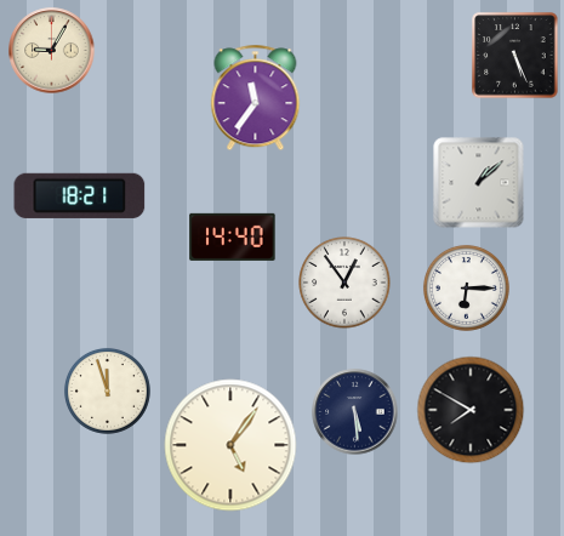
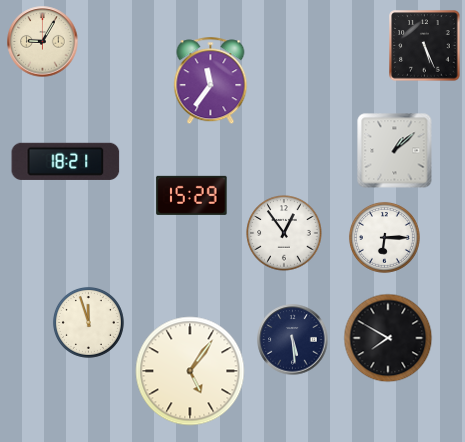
clock at (233, 236): 14:40 -> 15:29
clock at (230, 445) position: (230, 445) -> (190, 371)
